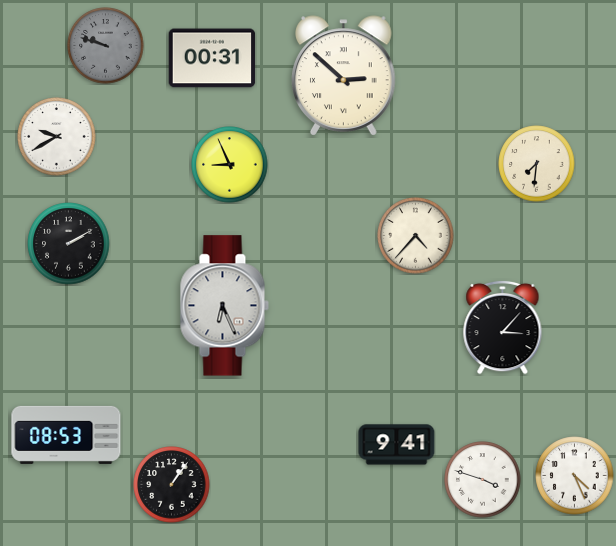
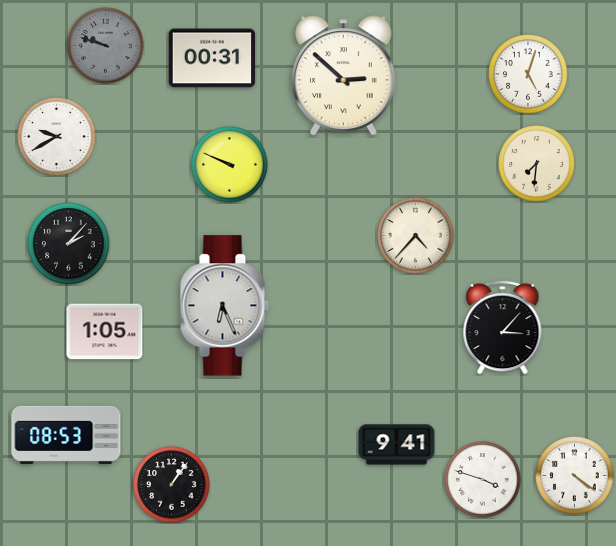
clock at (528, 74): none -> 5:03
clock at (230, 165): 8:56 -> 9:49
clock at (69, 244): 2:10 -> 2:07
clock at (105, 332): none -> 1:05
clock at (575, 476): 4:26 -> 4:21
